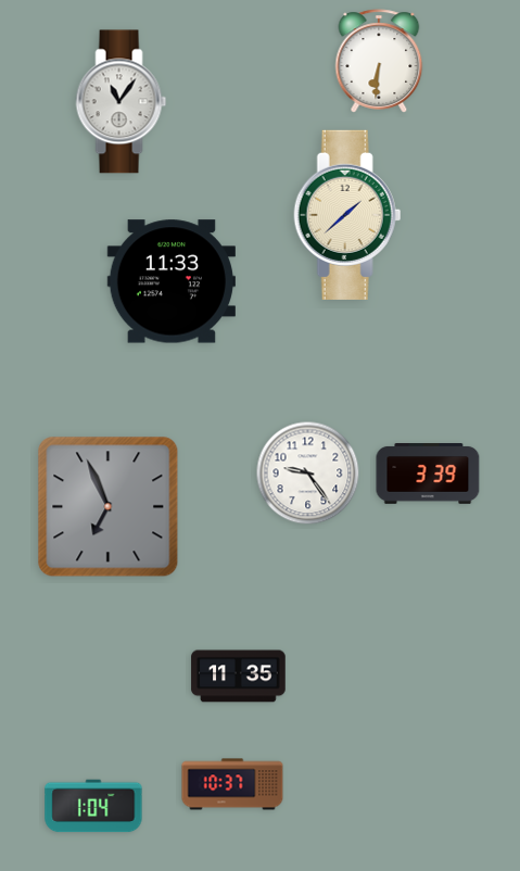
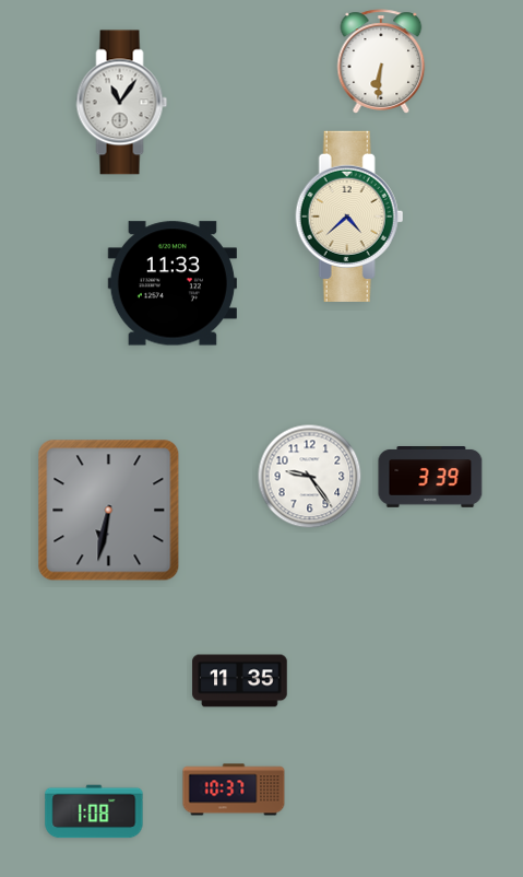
clock at (347, 215): 1:38 -> 4:38
clock at (109, 507): 6:56 -> 6:32
clock at (93, 806): 1:04 -> 1:08
